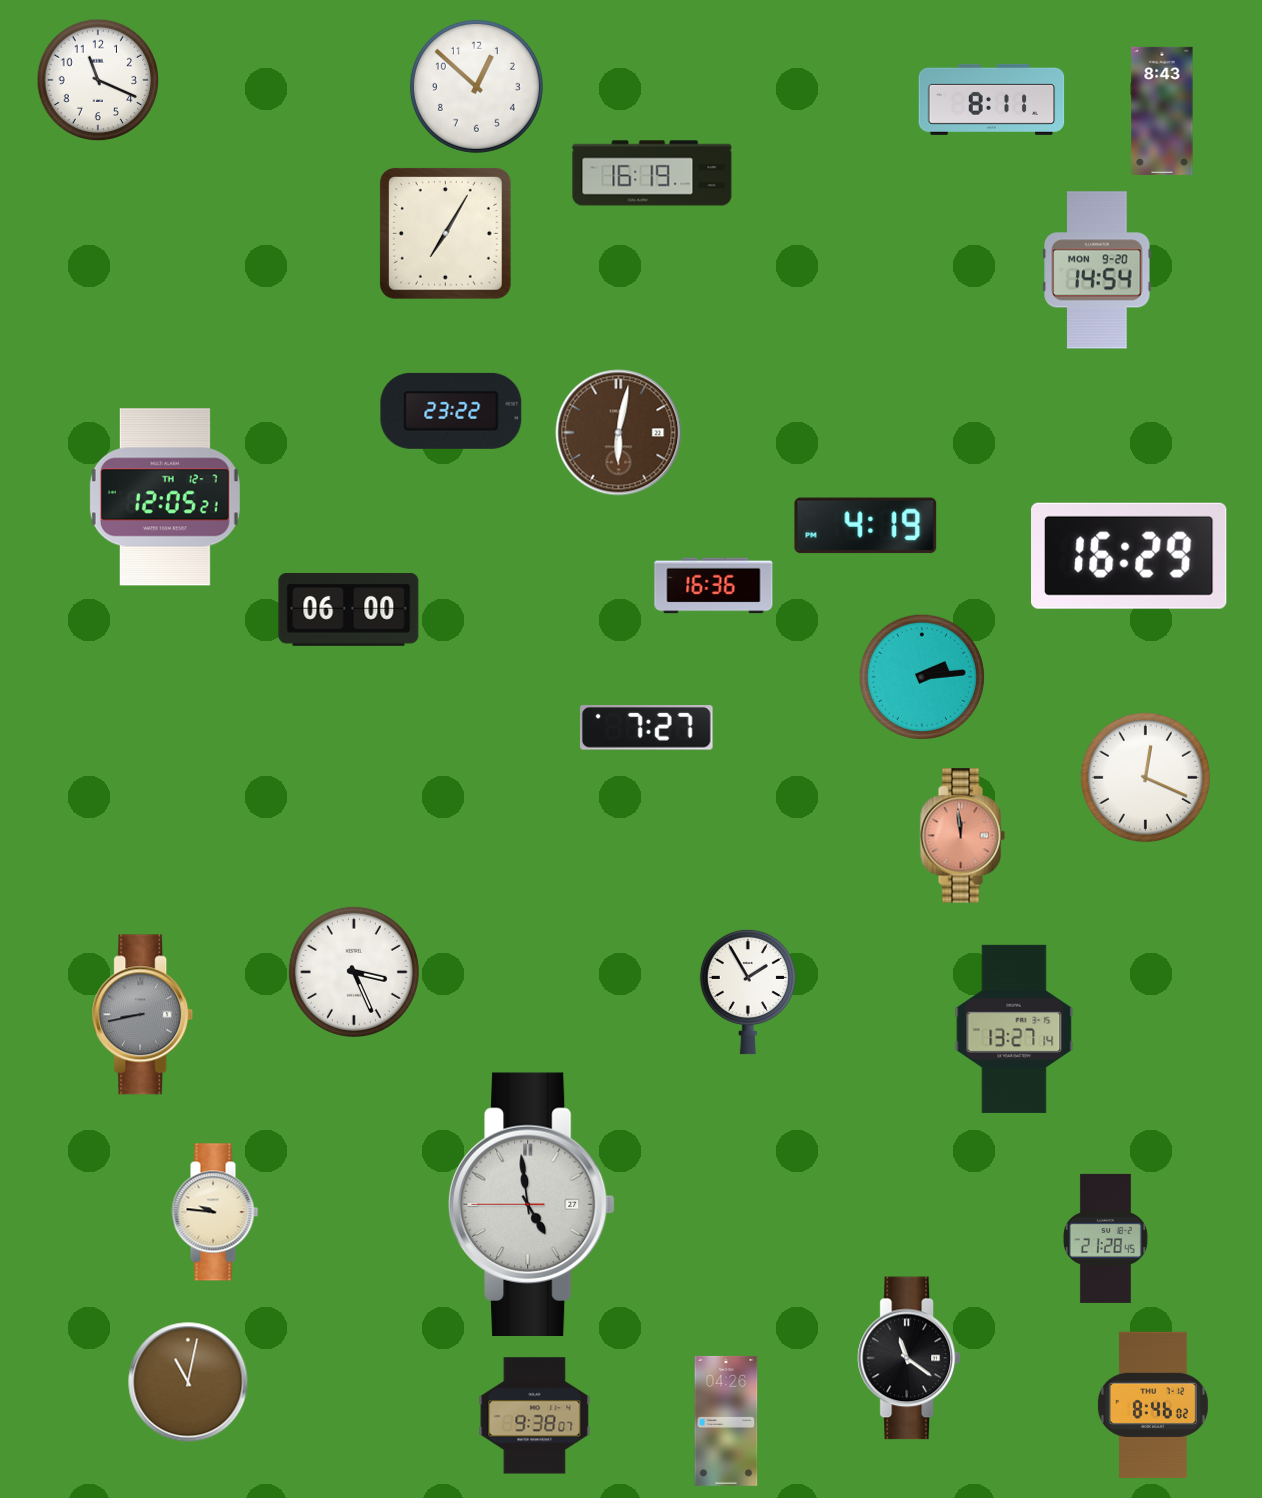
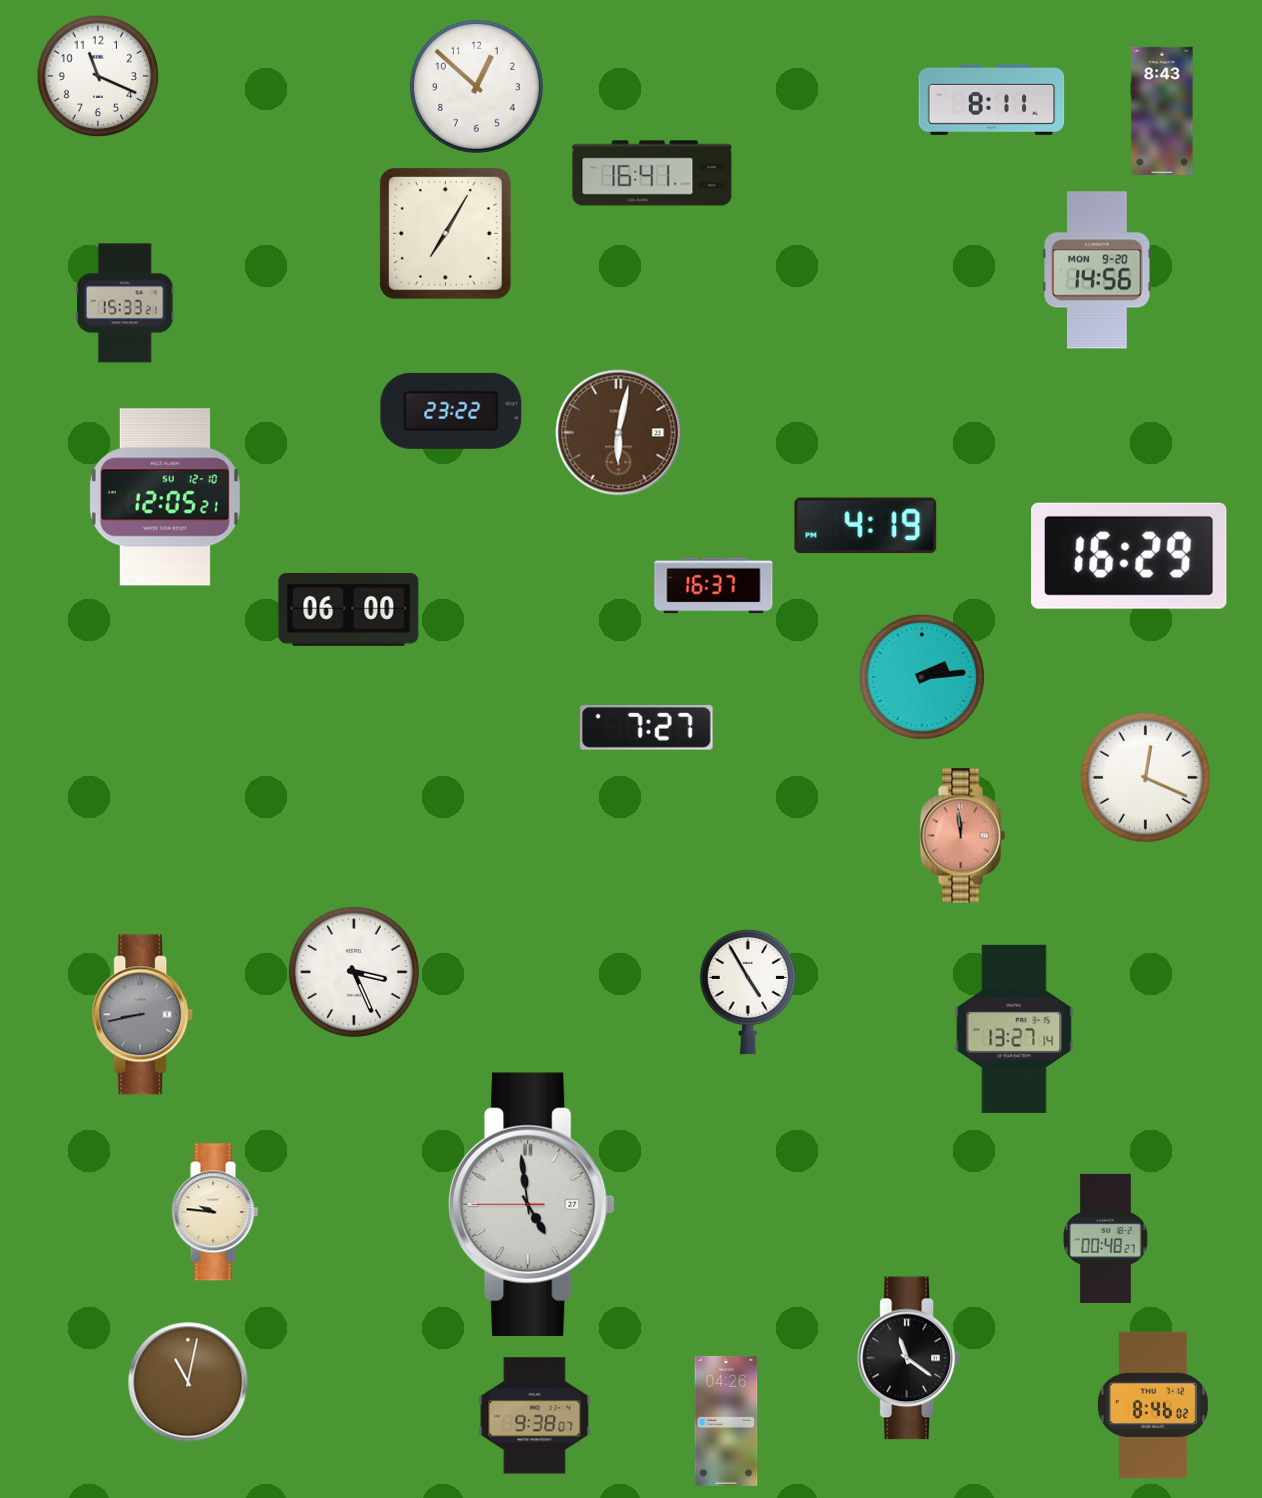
clock at (98, 80) position: (98, 80) -> (98, 76)
clock at (652, 173): 16:19 -> 16:41
clock at (1097, 270): 14:54 -> 14:56
clock at (126, 303): none -> 15:33
clock at (165, 497) date: TH 12-7 -> SU 12-10
clock at (714, 586): 16:36 -> 16:37
clock at (748, 992): 1:55 -> 4:55
clock at (1105, 1238): 21:28 -> 00:48
